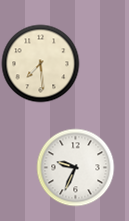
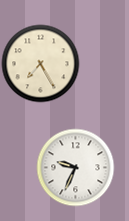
clock at (40, 63): 7:29 -> 7:25
